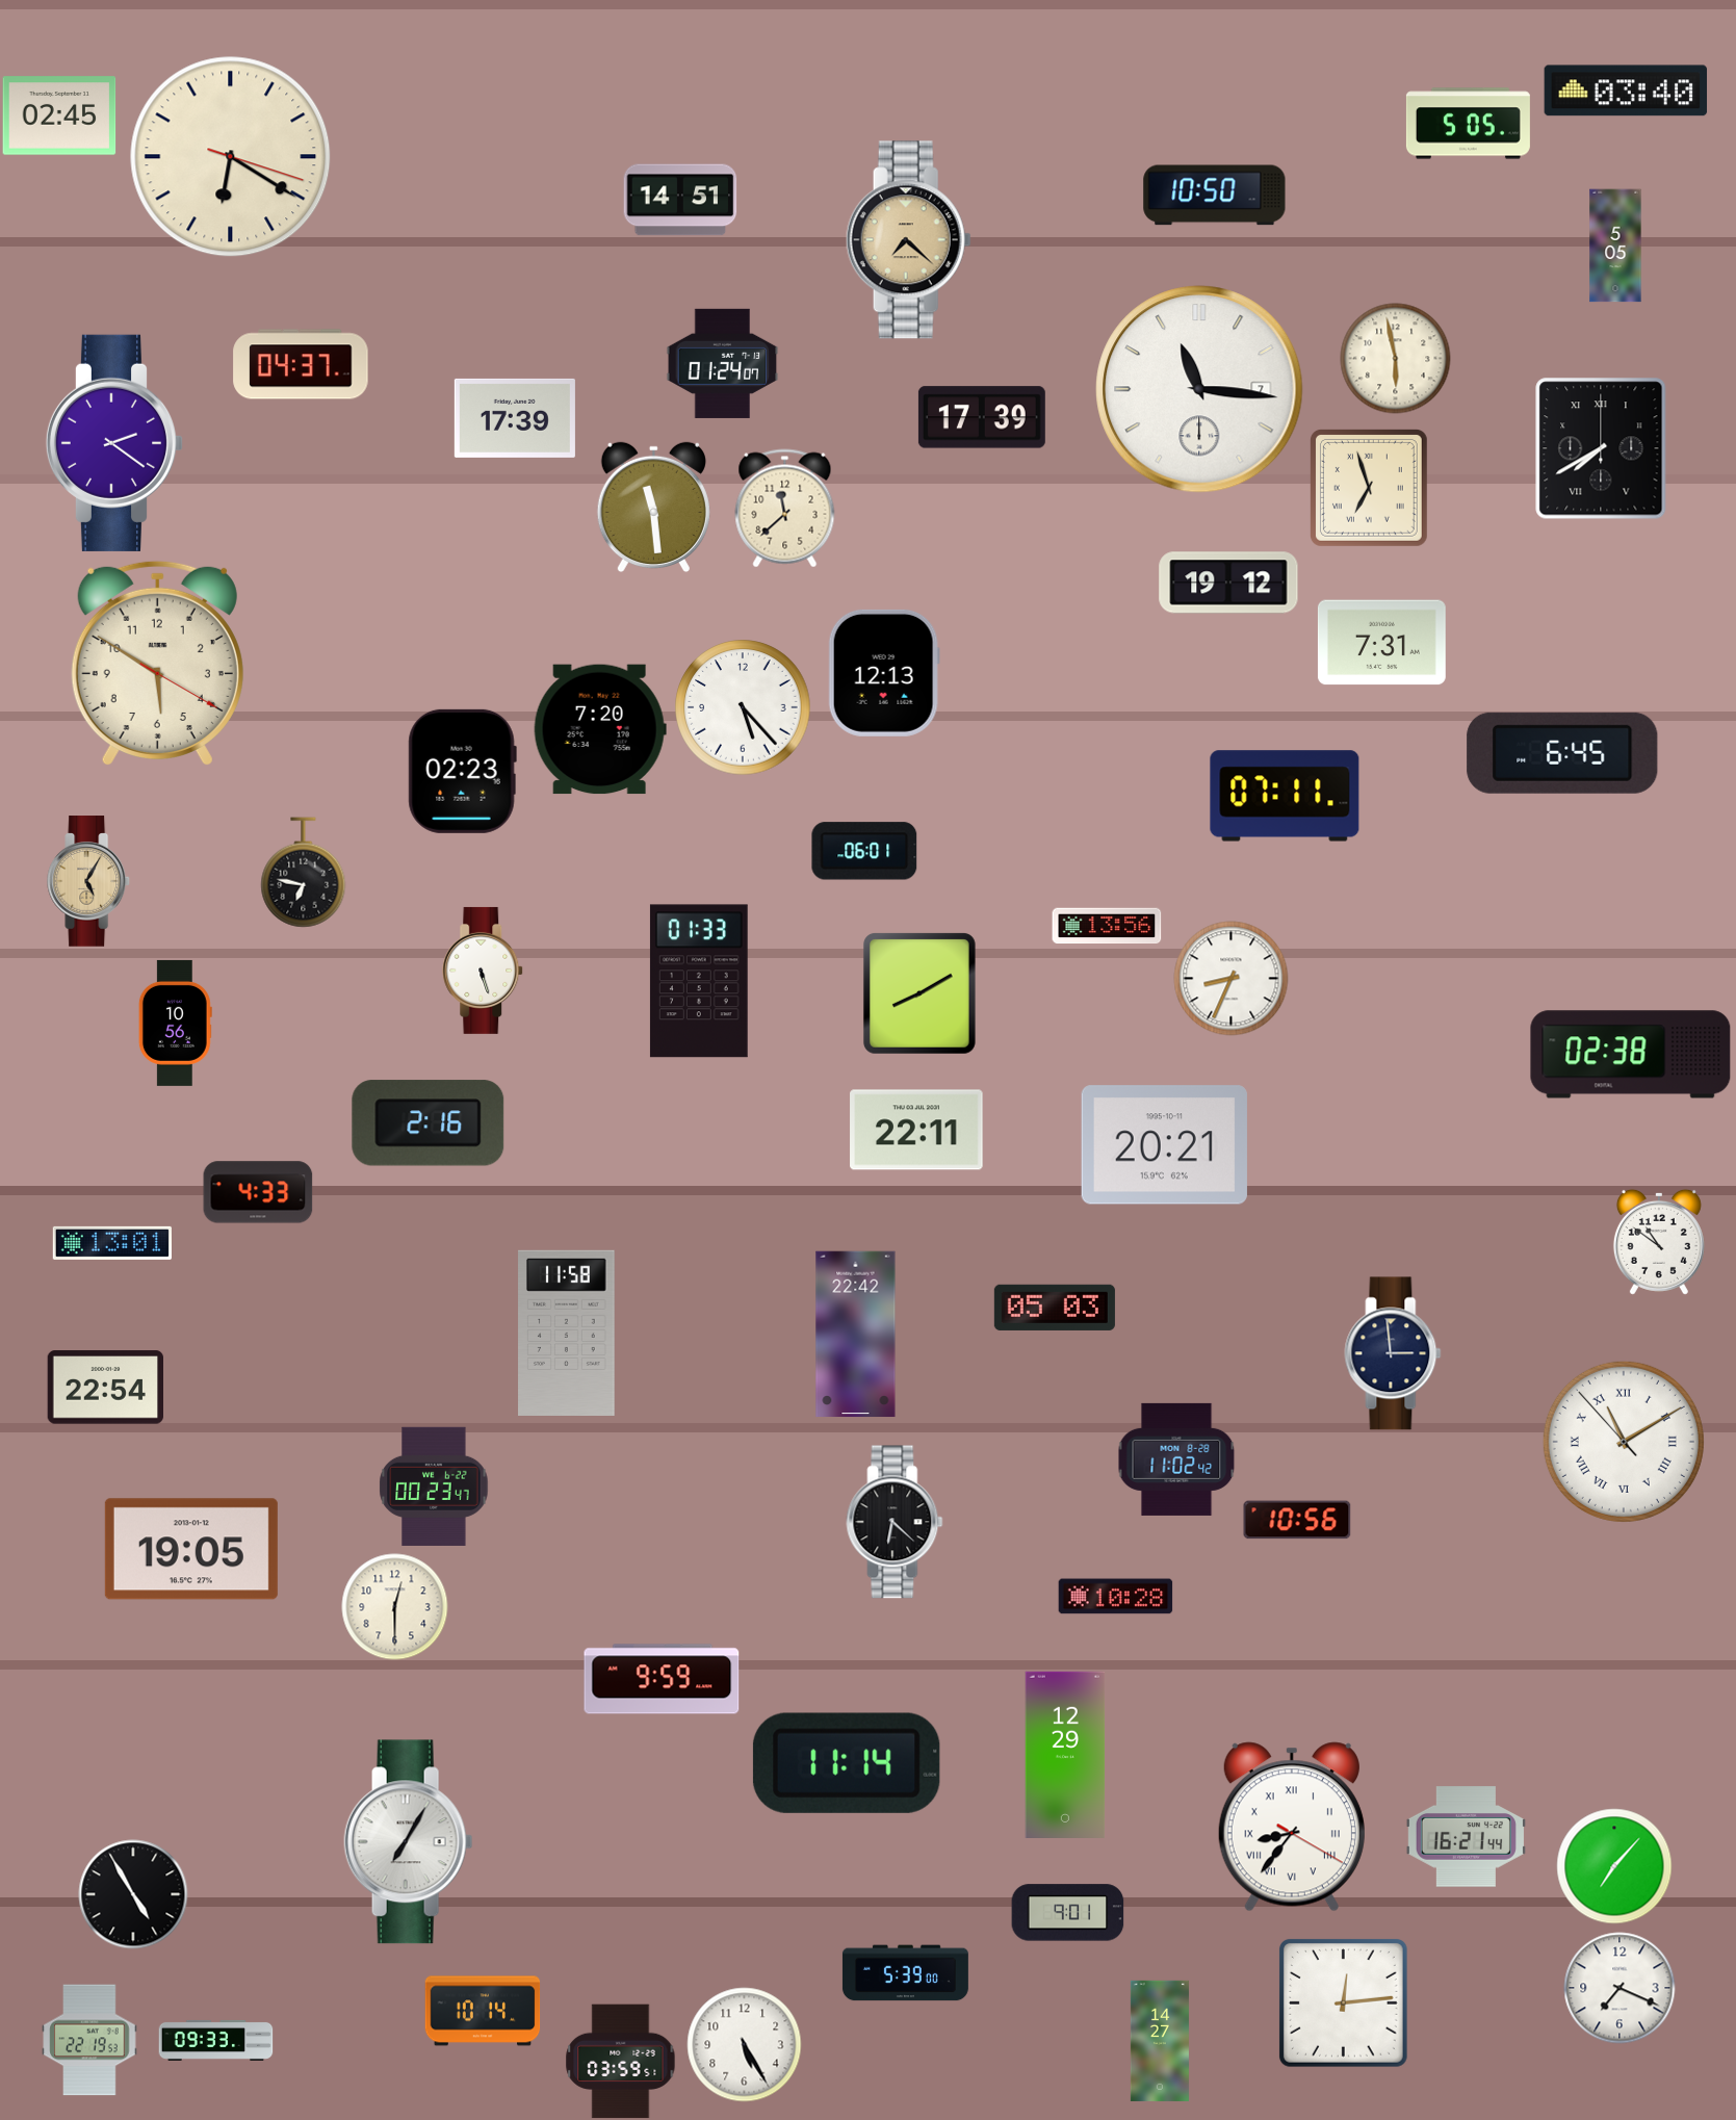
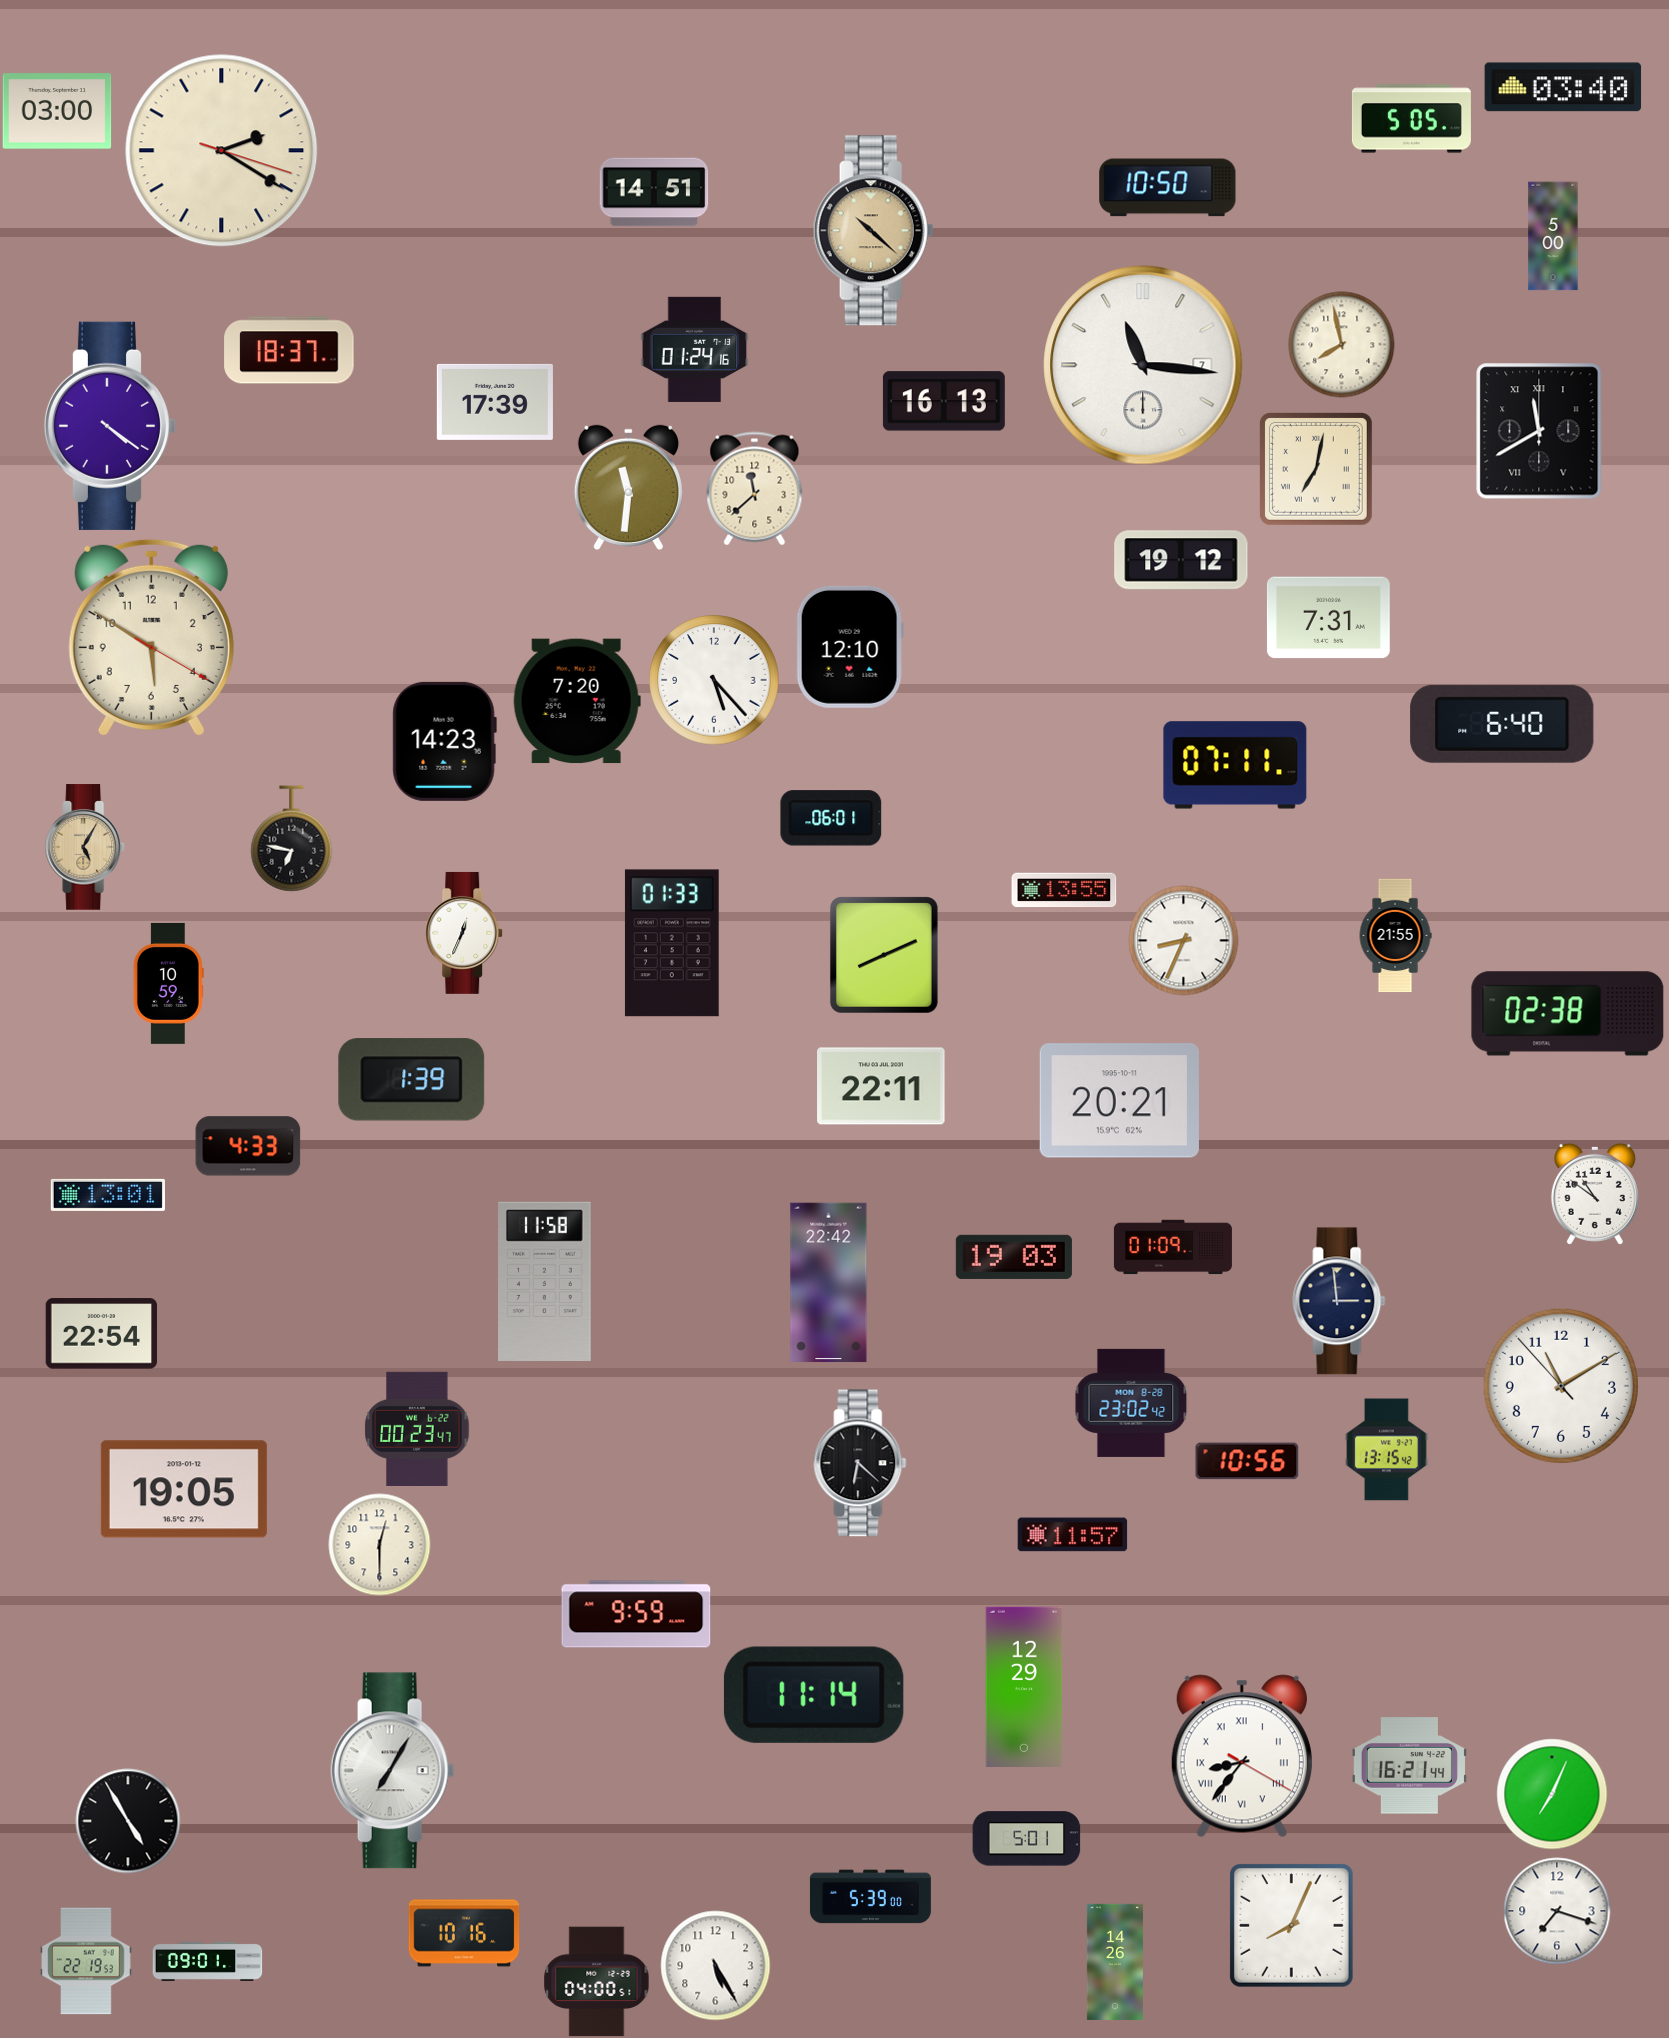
clock at (59, 115): 02:45 -> 03:00
clock at (231, 157): 6:20 -> 2:20
clock at (908, 240): 7:22 -> 10:22
clock at (1615, 245): 5:05 -> 5:00
clock at (1396, 359): 5:58 -> 7:58
clock at (723, 363): 01:24:07 -> 01:24:16
clock at (301, 364): 04:37 -> 18:37
clock at (1199, 389) position: (1199, 389) -> (1143, 365)
clock at (982, 417): 17:39 -> 16:13
clock at (114, 443): 2:21 -> 4:21
clock at (1601, 448): 7:40 -> 11:40
clock at (1369, 488): 6:57 -> 7:02
clock at (653, 508): 11:29 -> 11:31
clock at (884, 673): 12:13 -> 12:10
clock at (1562, 753): 6:45 -> 6:40
clock at (462, 771): 02:23 -> 14:23
clock at (1107, 926): 13:56 -> 13:55
clock at (484, 971): 5:27 -> 12:34
clock at (1395, 936): none -> 21:55
clock at (919, 993): 8:10 -> 8:11
clock at (175, 1023): 10:56 -> 10:59
clock at (429, 1123): 2:16 -> 1:39
clock at (1173, 1247): none -> 01:09
clock at (1055, 1308): 05:03 -> 19:03
clock at (856, 1335) position: (856, 1335) -> (829, 1283)
clock at (1624, 1442) numerals: Roman -> Arabic
clock at (1176, 1459): 11:02 -> 23:02
clock at (1387, 1450): none -> 13:15
clock at (1116, 1597): 10:28 -> 11:57
clock at (1614, 1866): 7:07 -> 7:04
clock at (1068, 1913): 9:01 -> 5:01
clock at (1620, 1988): 7:19 -> 7:18
clock at (1344, 2003): 12:14 -> 8:04
clock at (483, 2011): 10:14 -> 10:16
clock at (216, 2040): 09:33 -> 09:01
clock at (1160, 2041): 14:27 -> 14:26
clock at (621, 2062): 03:59 -> 04:00
